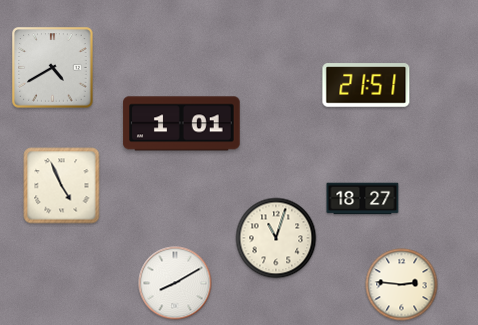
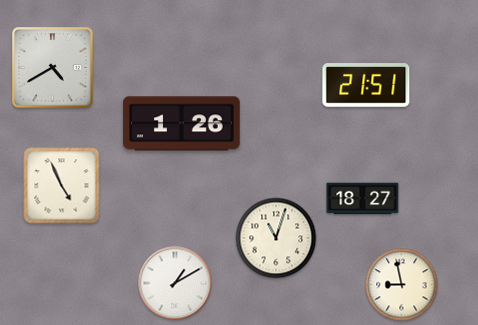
clock at (182, 124): 1:01 -> 1:26
clock at (175, 283): 8:10 -> 1:10
clock at (402, 285): 2:46 -> 8:58
